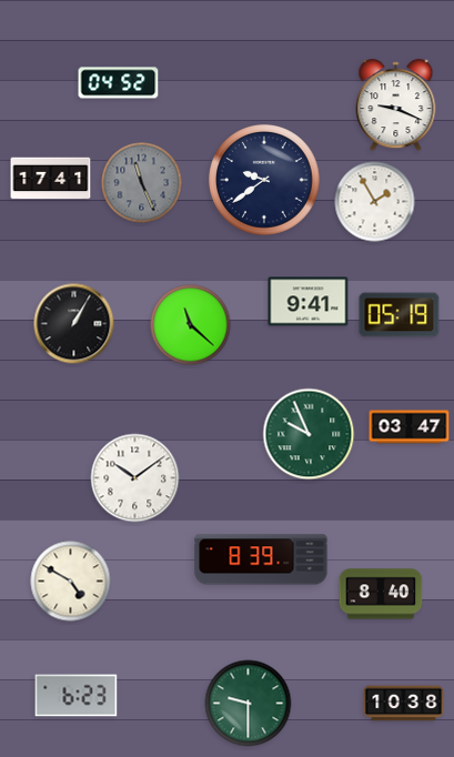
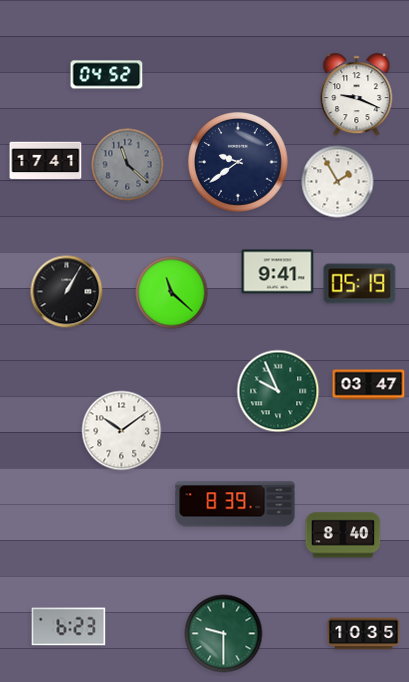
clock at (142, 183): 11:26 -> 11:22
clock at (71, 582): 4:50 -> none
clock at (404, 704): 10:38 -> 10:35
